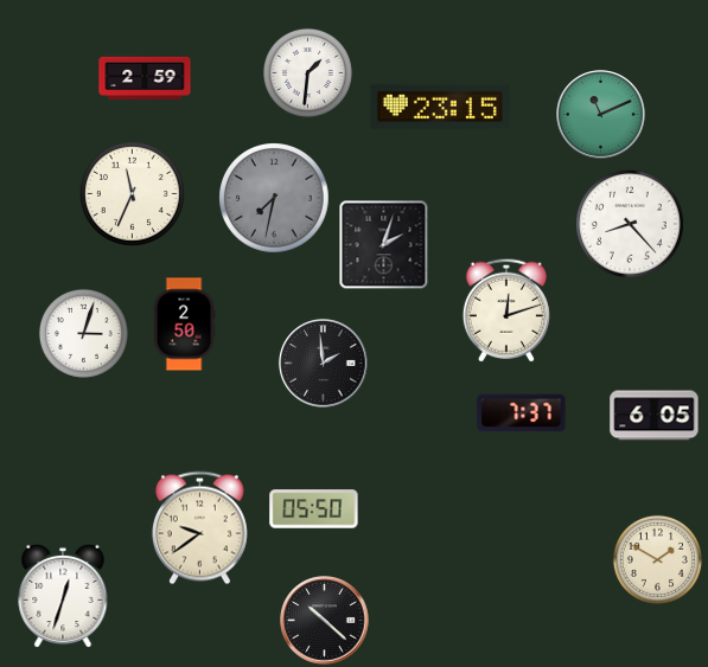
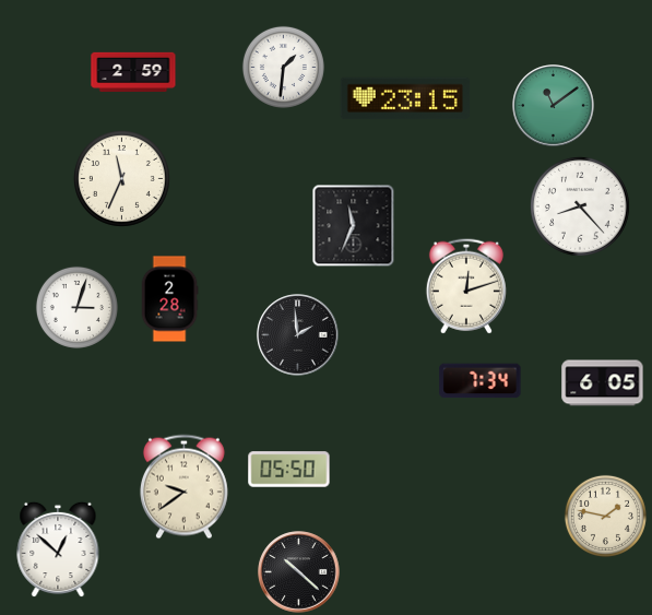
clock at (601, 115): 11:11 -> 11:09
clock at (275, 199): 7:32 -> none
clock at (384, 245): 2:03 -> 11:34
clock at (184, 325): 2:50 -> 2:28
clock at (522, 413): 7:37 -> 7:34
clock at (657, 559): 1:50 -> 1:47
clock at (63, 596): 12:33 -> 12:52
